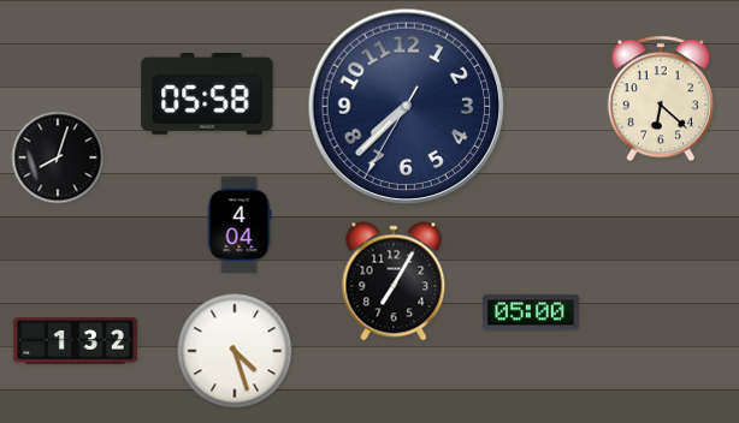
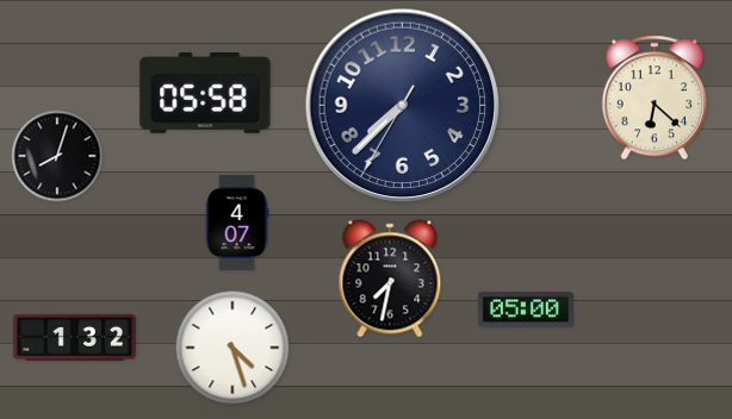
clock at (240, 225): 4:04 -> 4:07
clock at (394, 281): 7:05 -> 7:32
